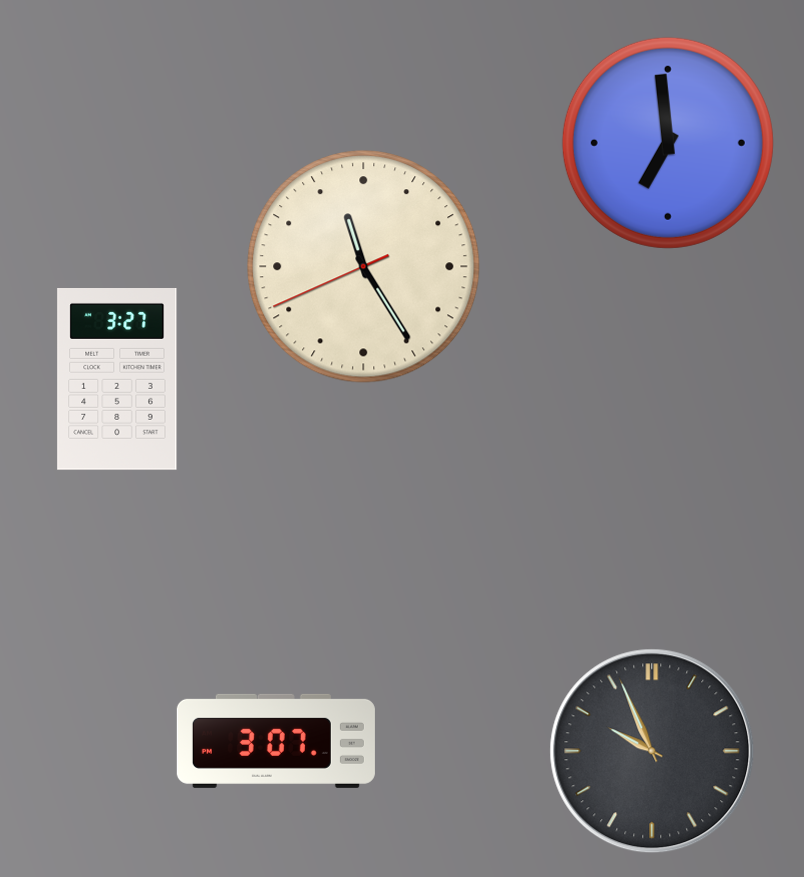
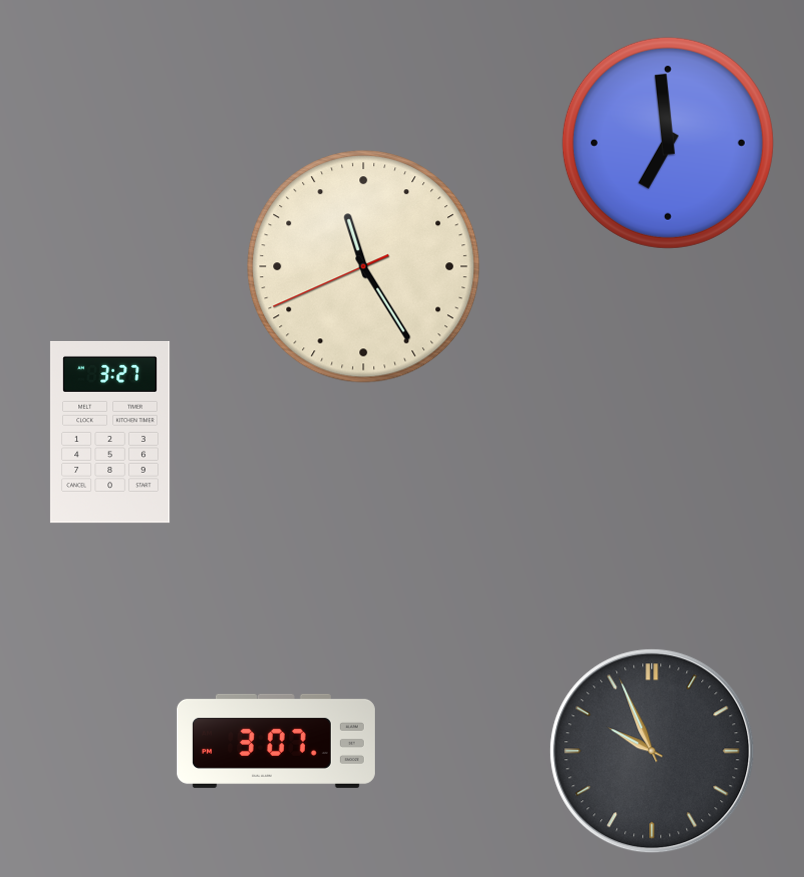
clock at (117, 380) position: (117, 380) -> (110, 433)
